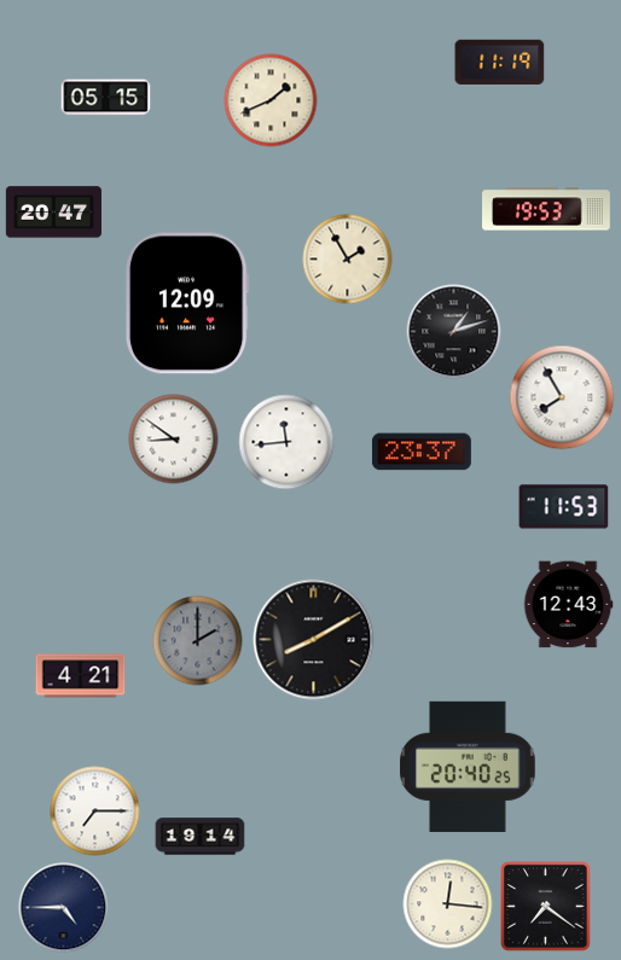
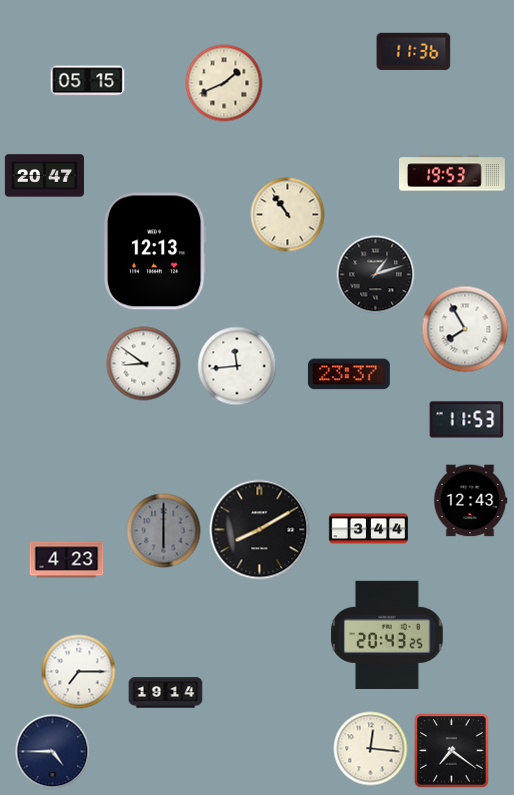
clock at (500, 62): 11:19 -> 11:36
clock at (348, 260): 1:55 -> 10:54
clock at (187, 303): 12:09 -> 12:13
clock at (368, 529): none -> 3:44
clock at (198, 641): 2:00 -> 6:00
clock at (81, 676): 4:21 -> 4:23
clock at (468, 767): 20:40 -> 20:43
